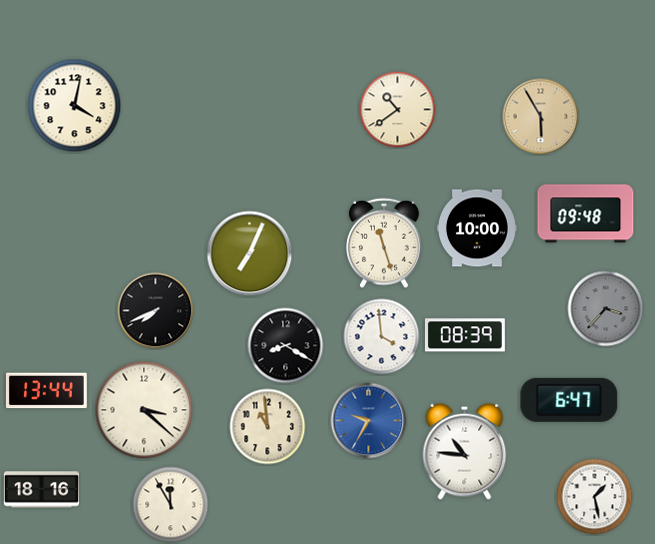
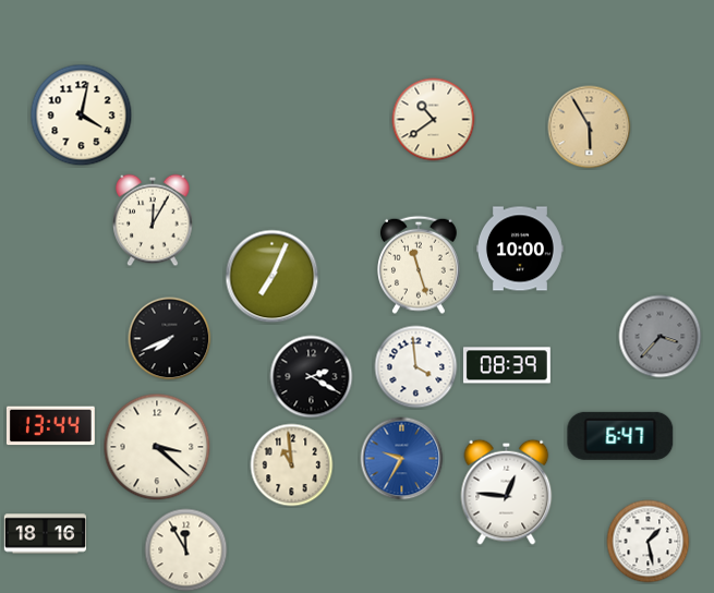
clock at (153, 220): none -> 12:05
clock at (586, 214): 09:48 -> none
clock at (286, 346): 8:20 -> 2:20
clock at (465, 451): 10:46 -> 12:46
